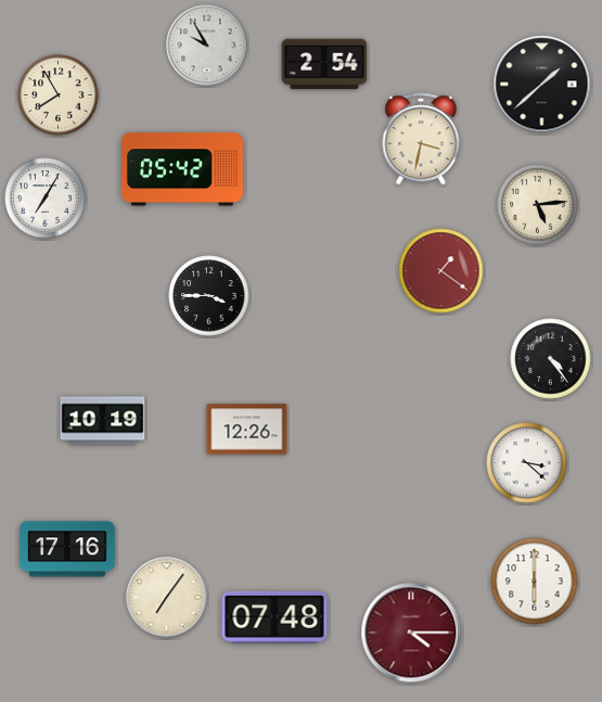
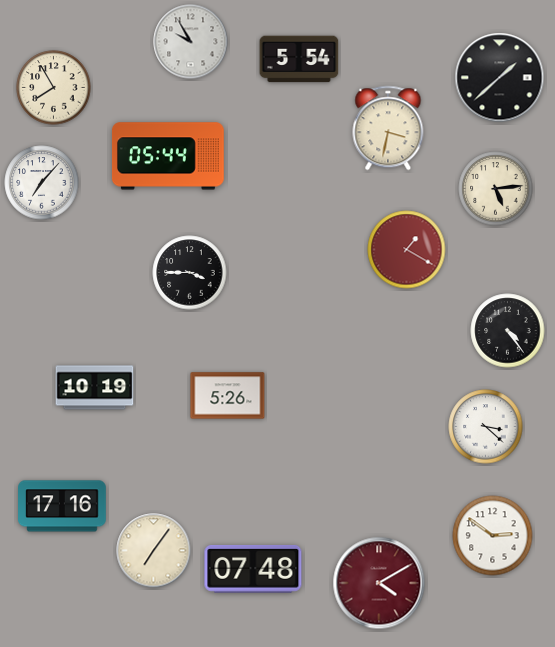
clock at (324, 64): 2:54 -> 5:54
clock at (182, 169): 05:42 -> 05:44
clock at (46, 199): 7:05 -> 7:07
clock at (441, 271): 1:21 -> 1:20
clock at (209, 296) position: (209, 296) -> (190, 273)
clock at (247, 430): 12:26 -> 5:26
clock at (535, 582): 6:00 -> 2:51
clock at (411, 633): 4:15 -> 4:10
